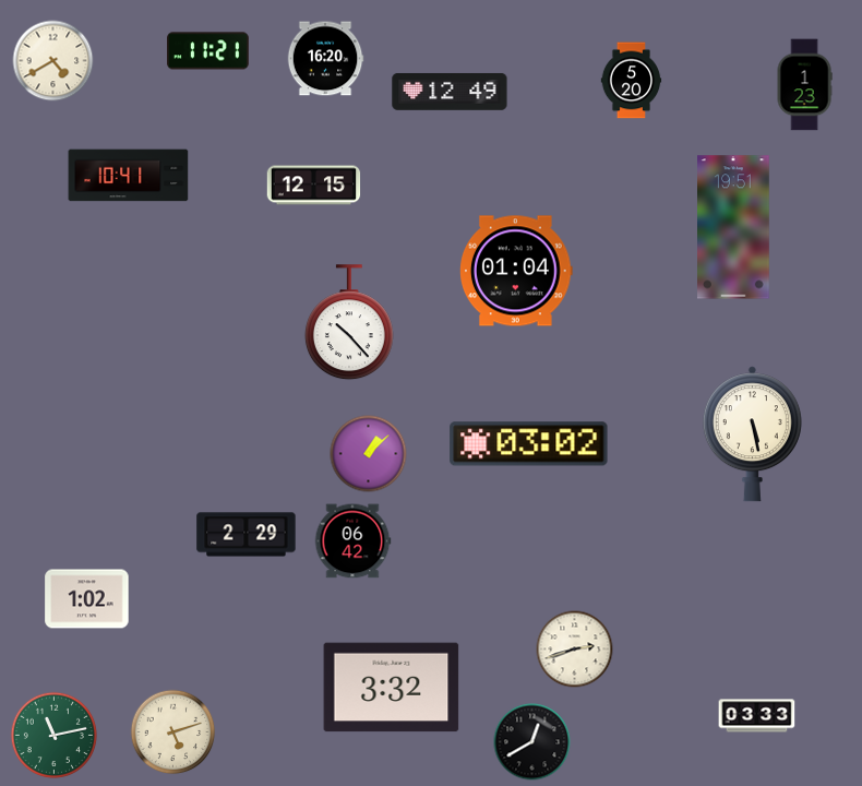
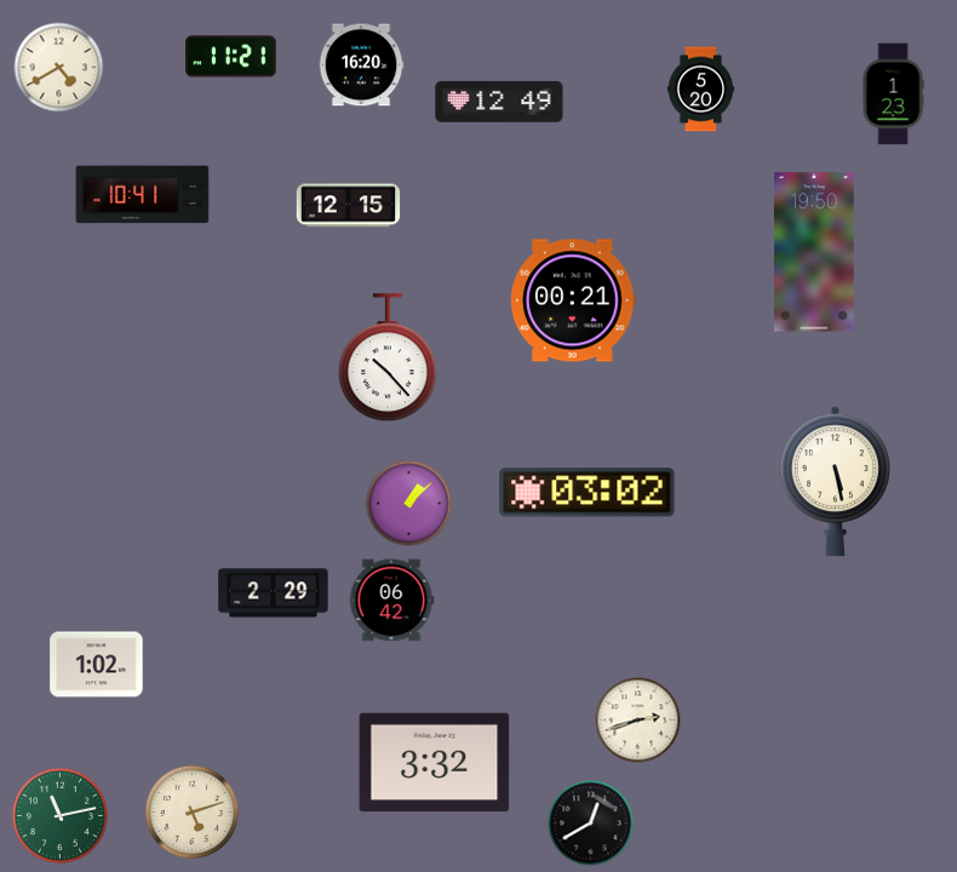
clock at (734, 227): 19:51 -> 19:50
clock at (517, 271): 01:04 -> 00:21
clock at (757, 716): 03:33 -> none
